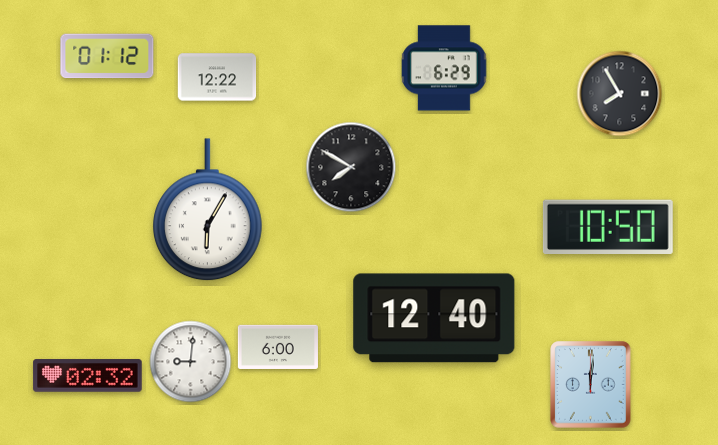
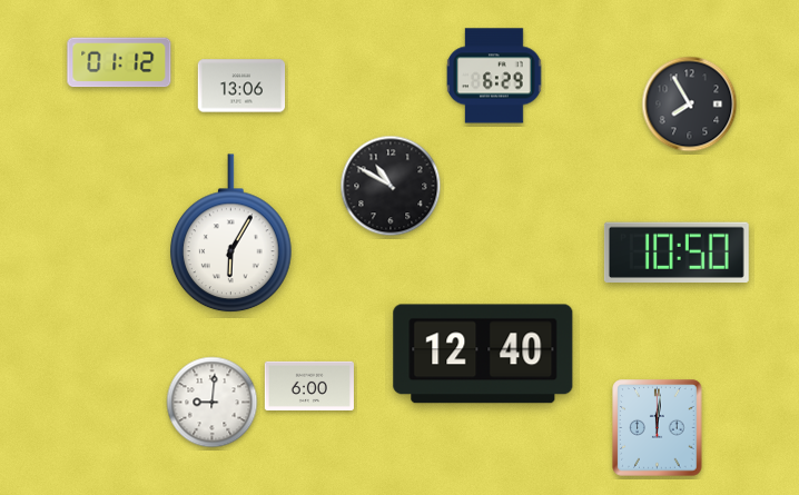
clock at (217, 77): 12:22 -> 13:06
clock at (351, 167): 7:50 -> 10:50
clock at (88, 376): 02:32 -> none
